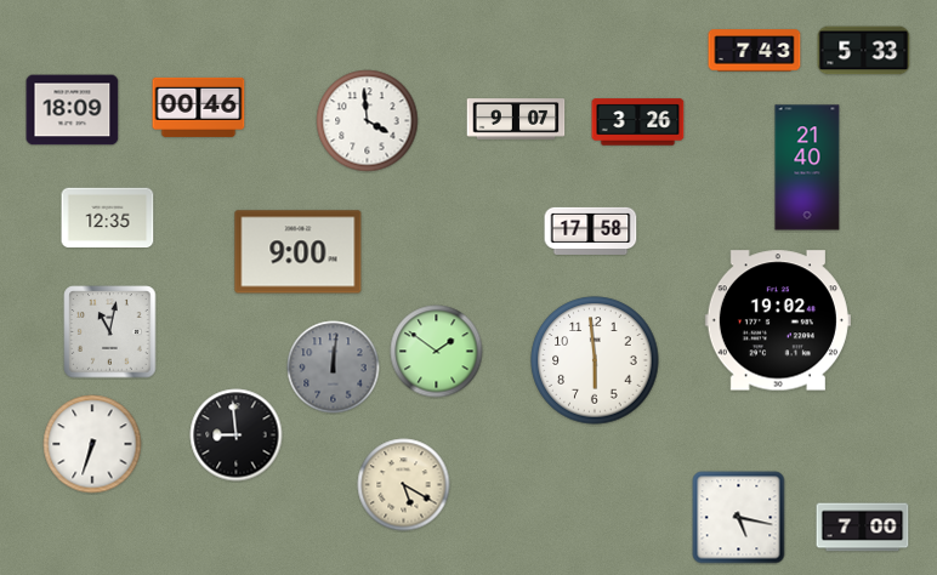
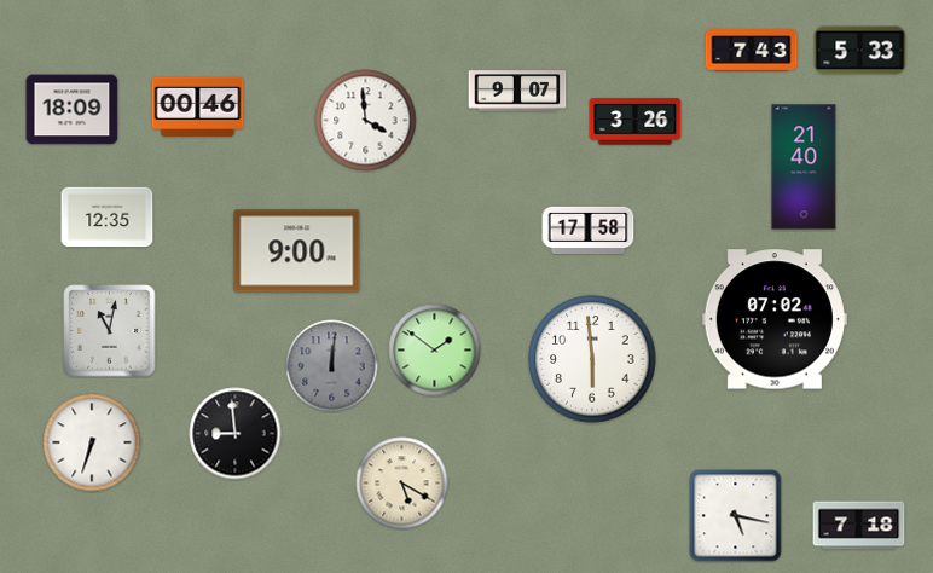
clock at (516, 119) position: (516, 119) -> (517, 91)
clock at (778, 320): 19:02 -> 07:02
clock at (863, 528): 7:00 -> 7:18
